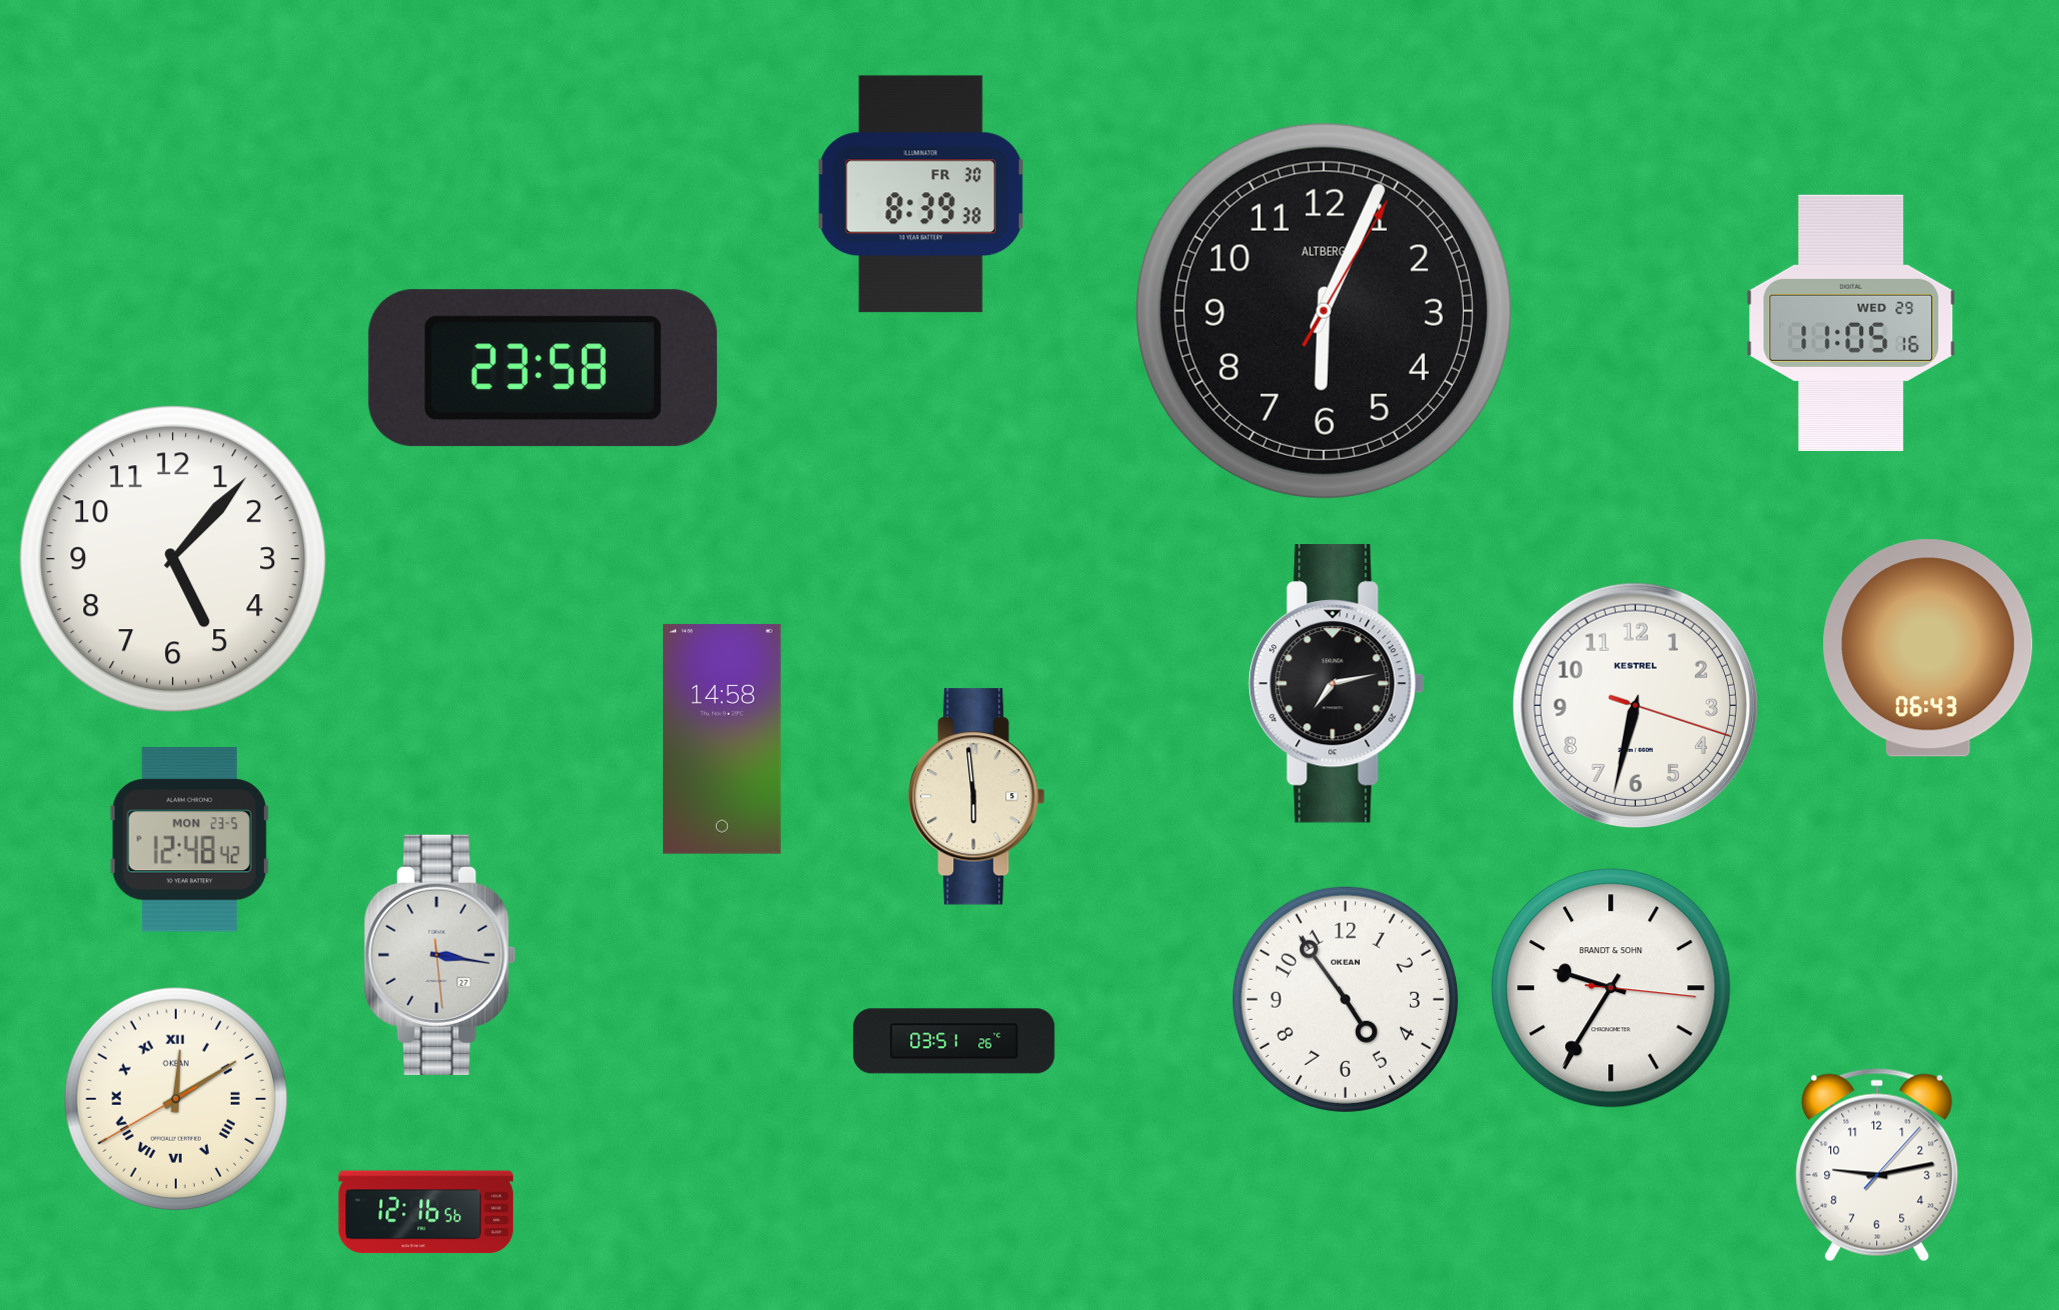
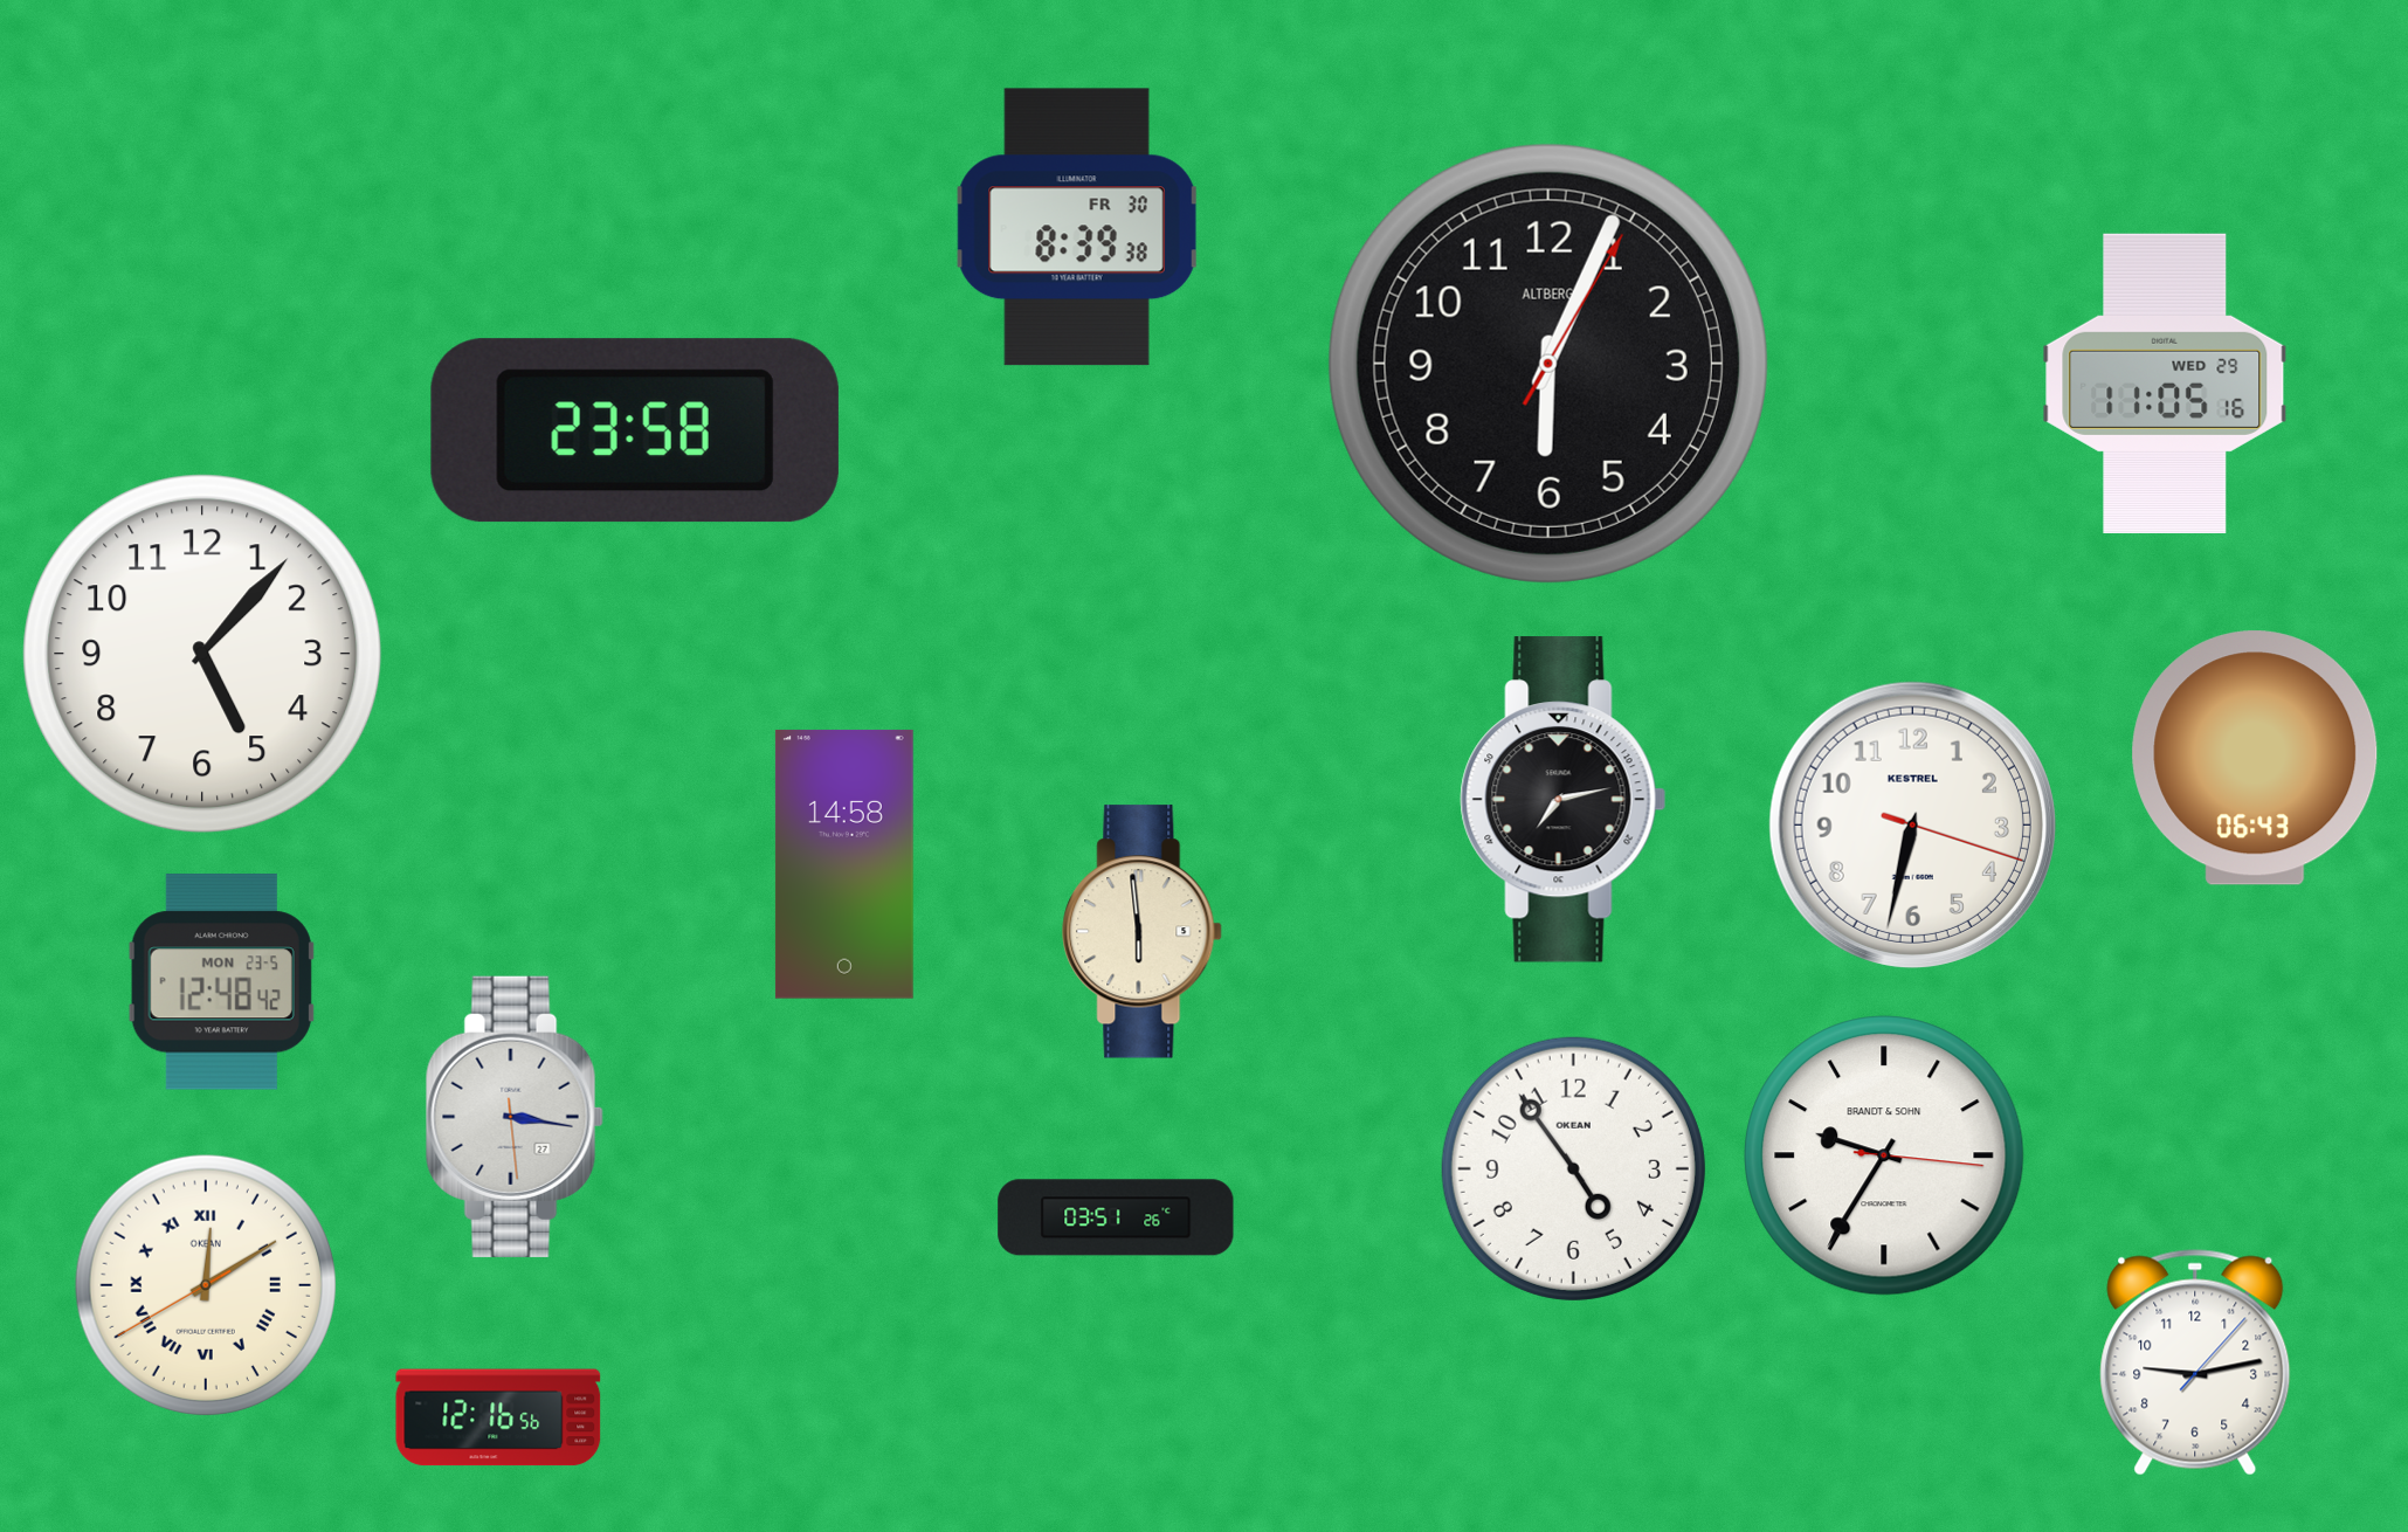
clock at (1851, 323) position: (1851, 323) -> (2165, 384)
